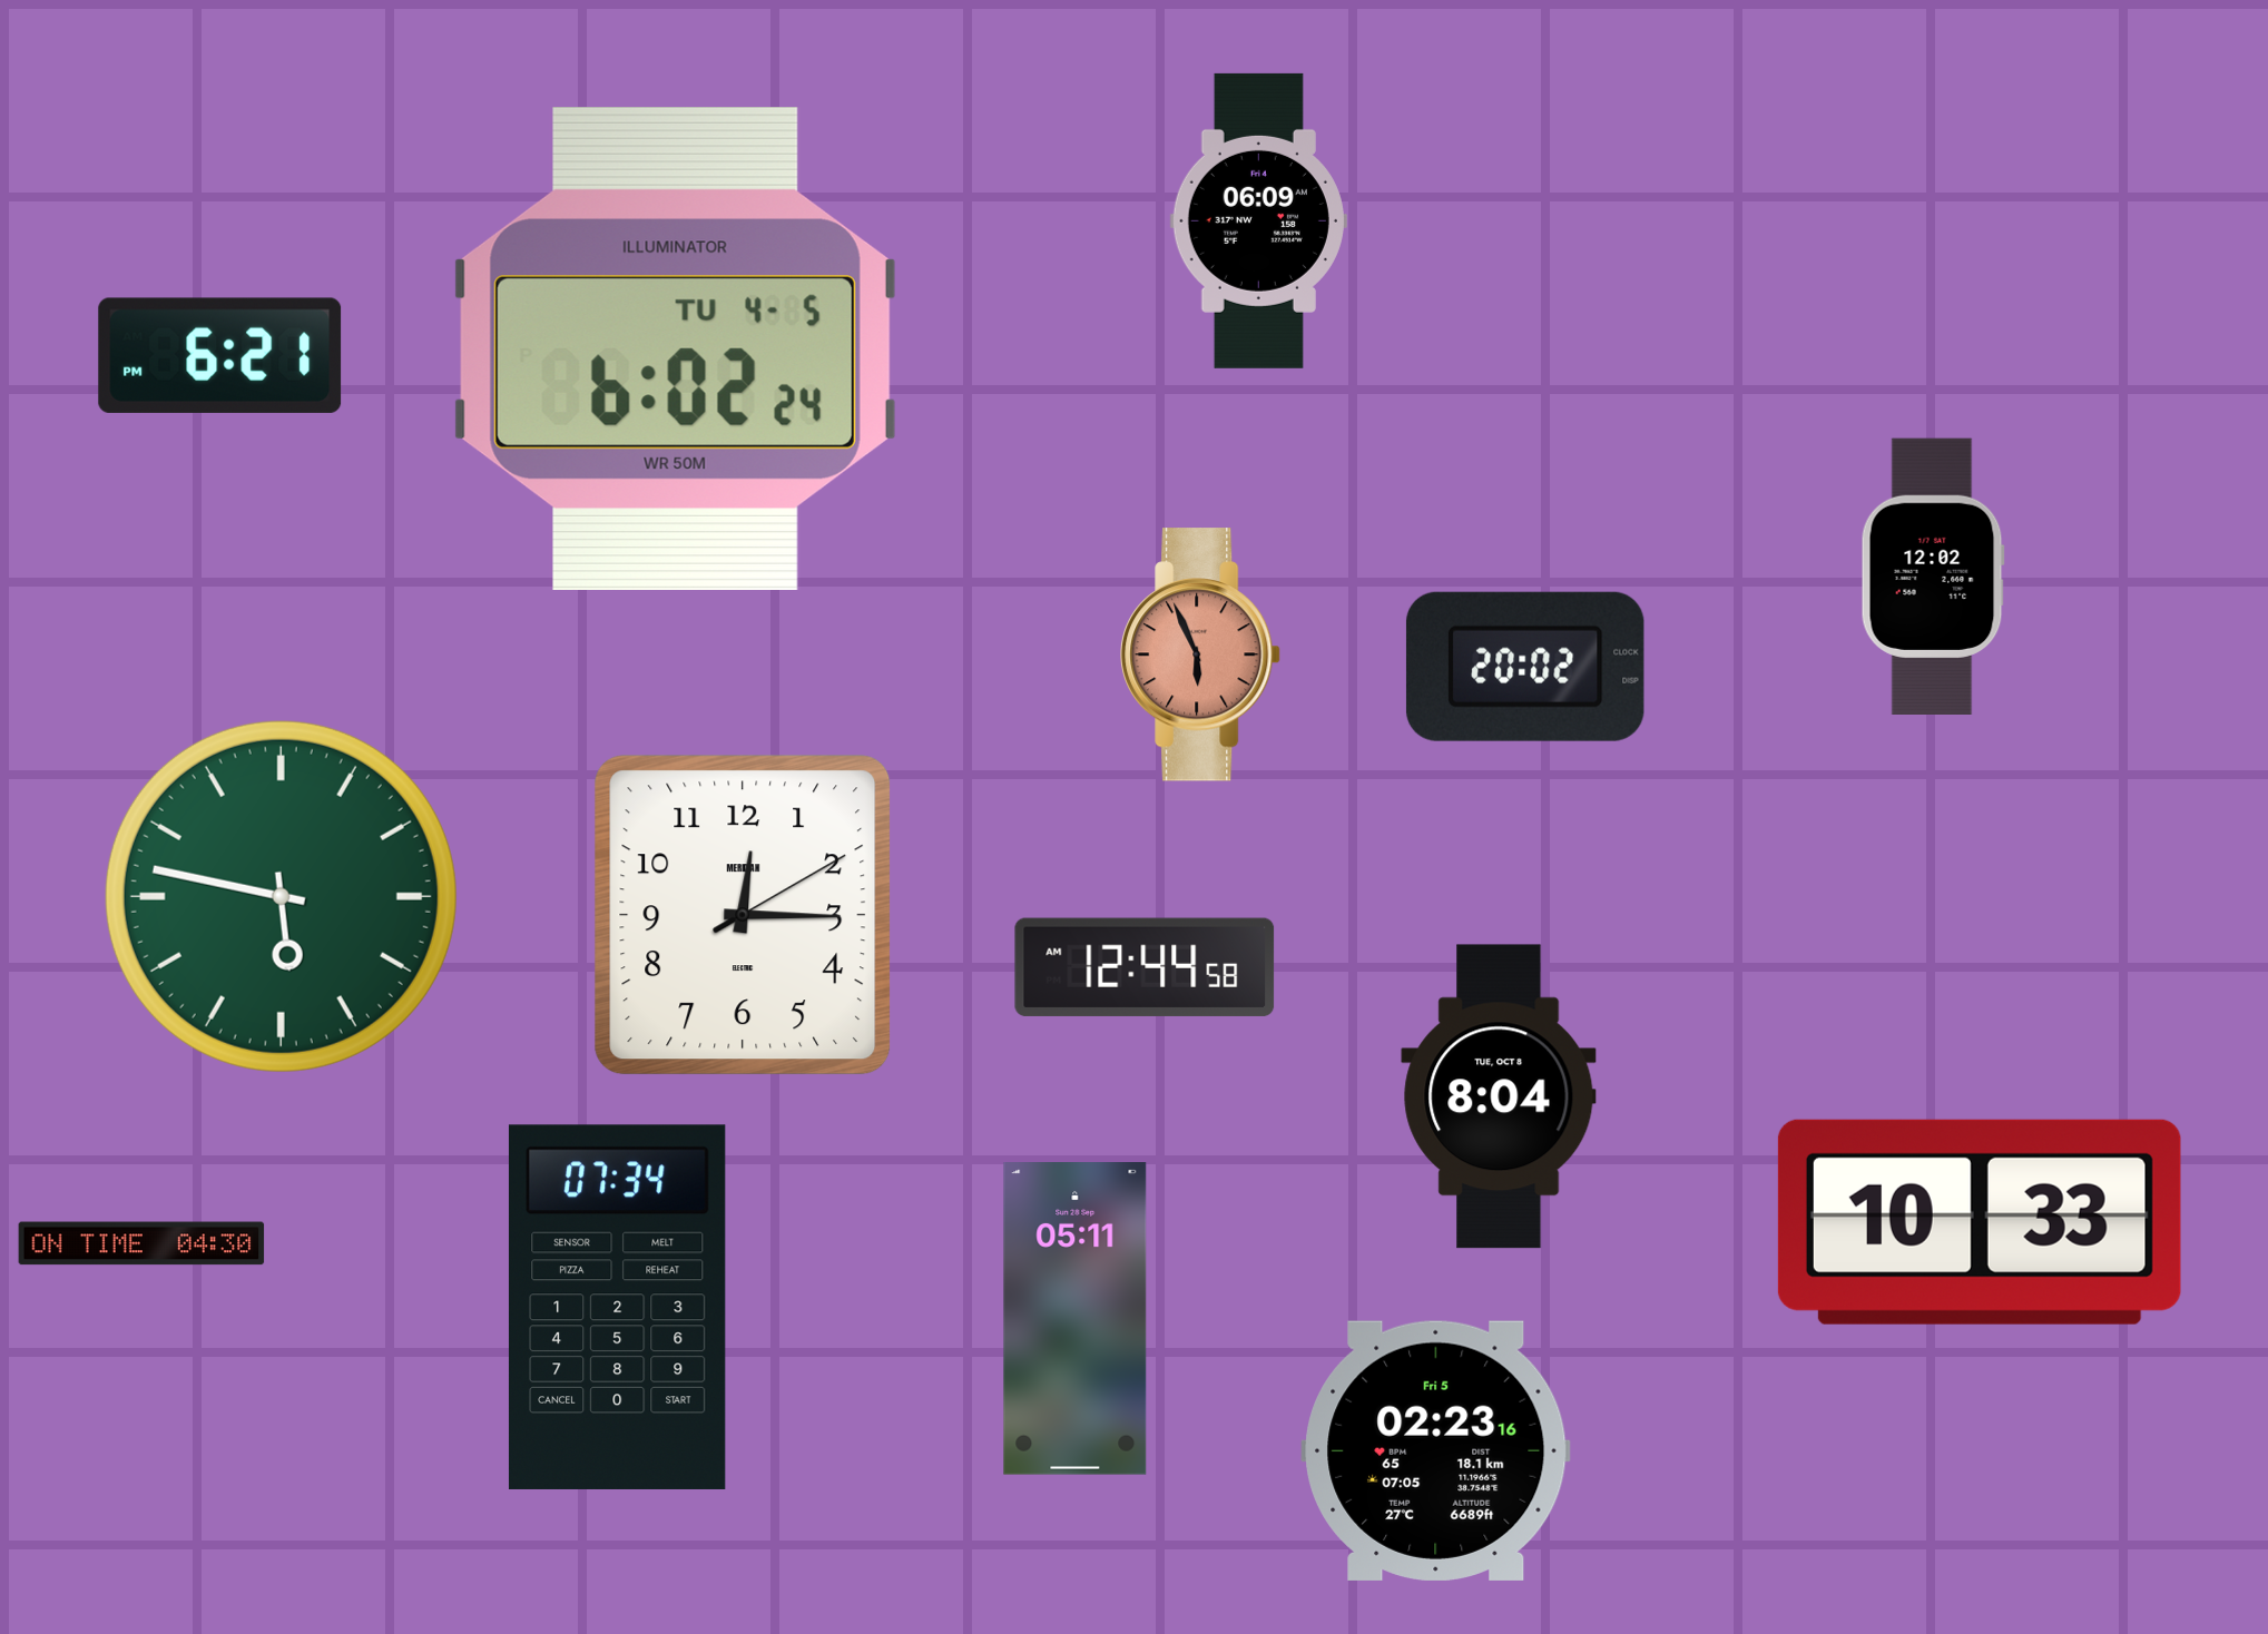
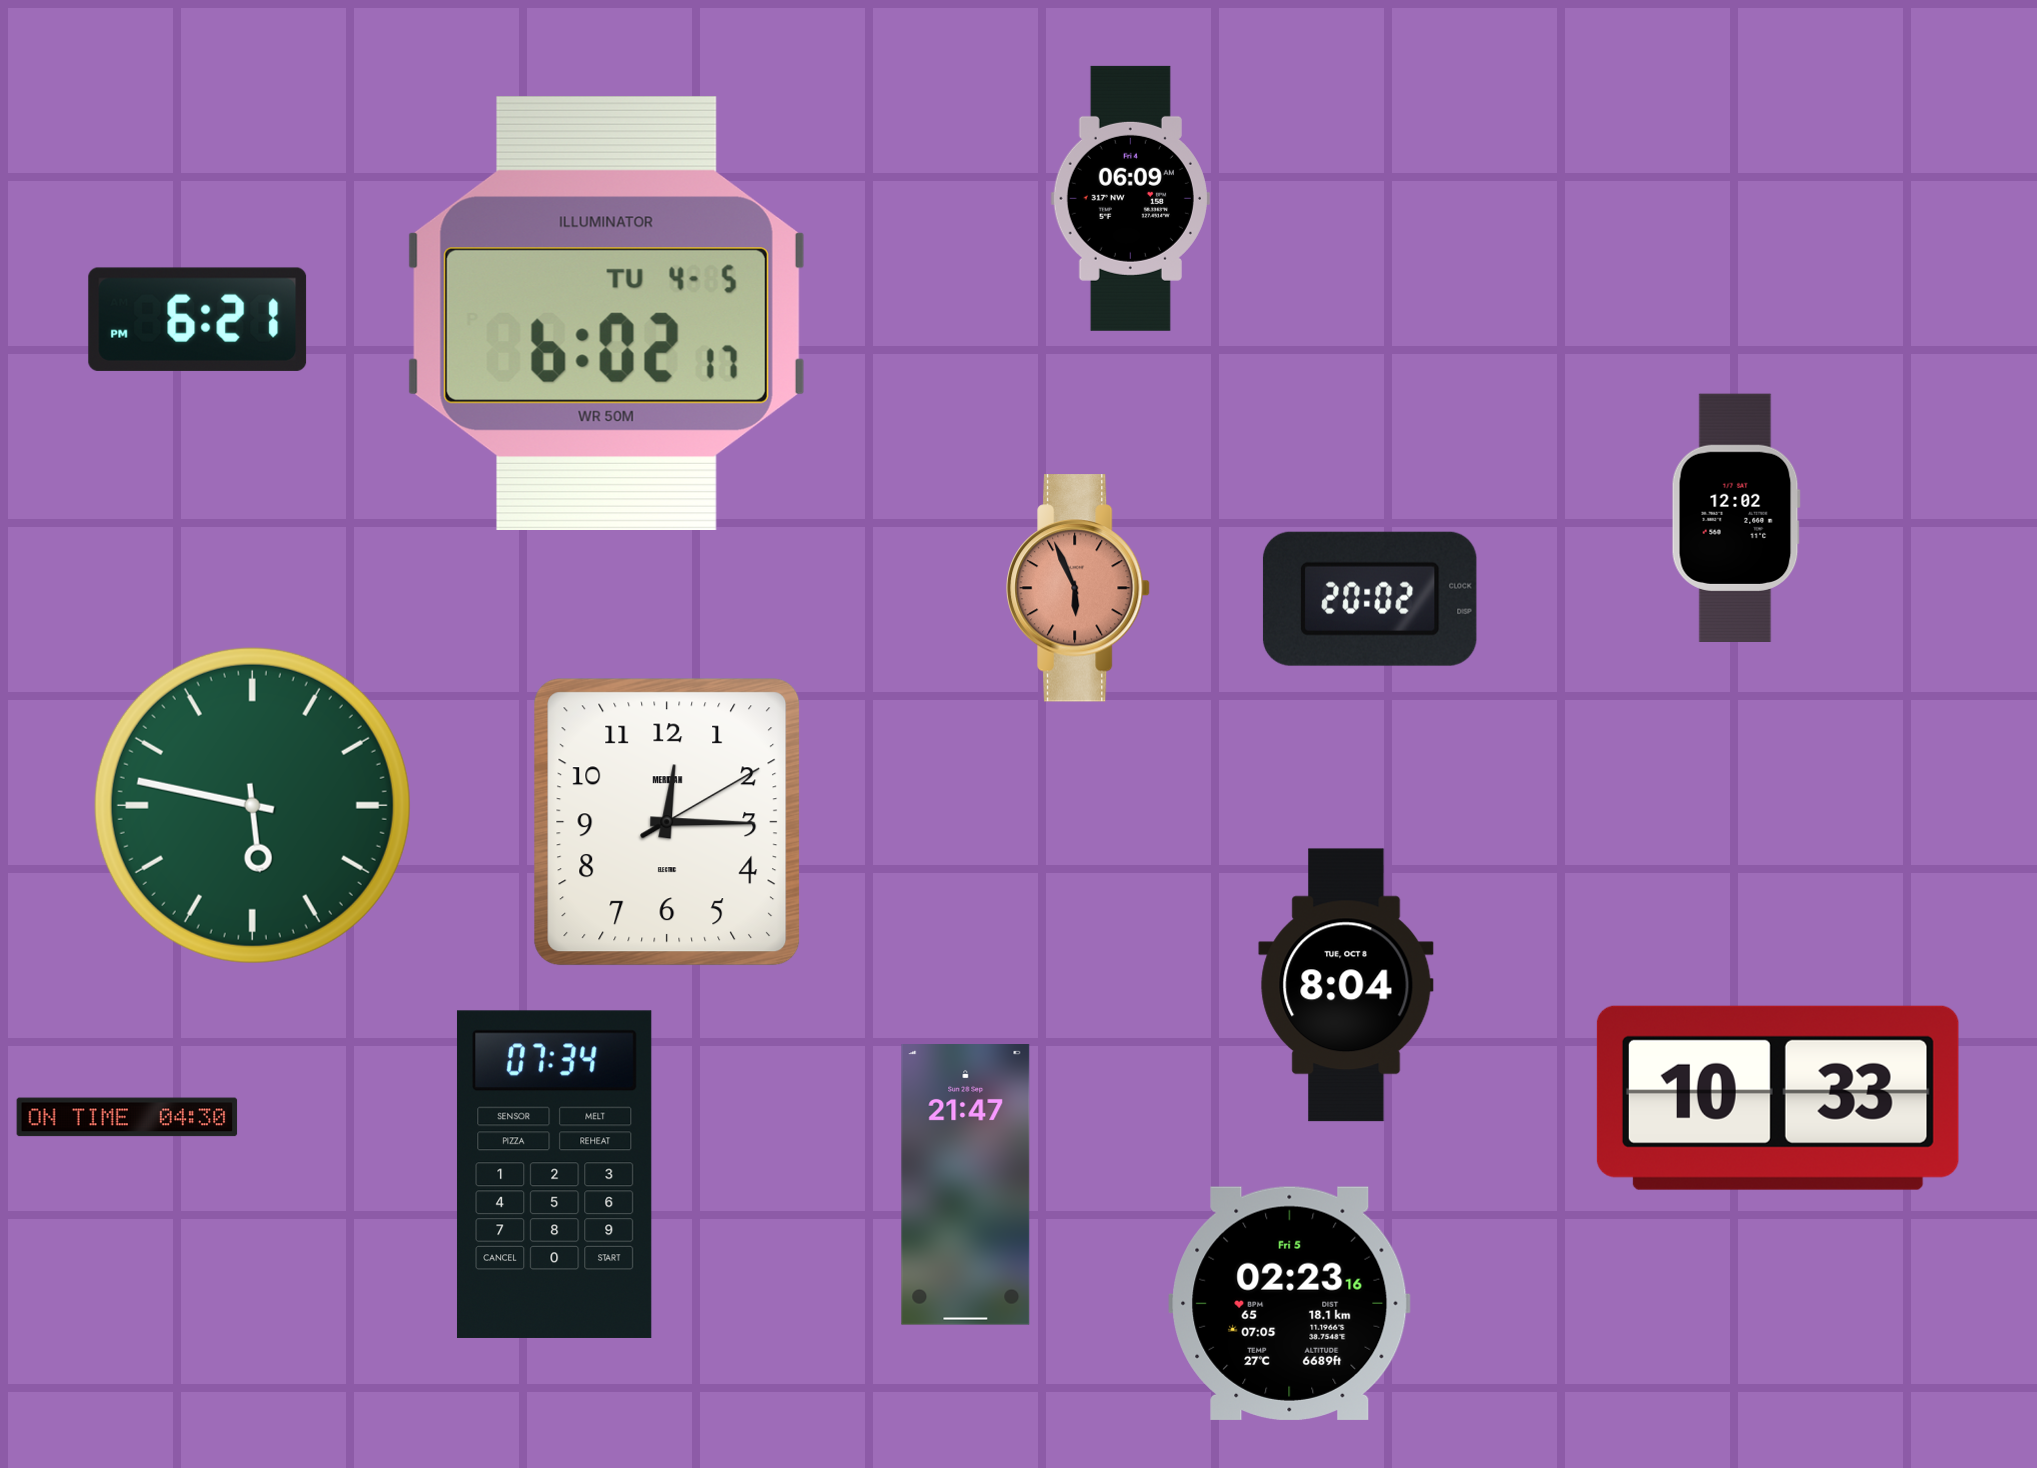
clock at (675, 348): 6:02:24 -> 6:02:17
clock at (1145, 967): 12:44 -> none
clock at (1076, 1319): 05:11 -> 21:47
